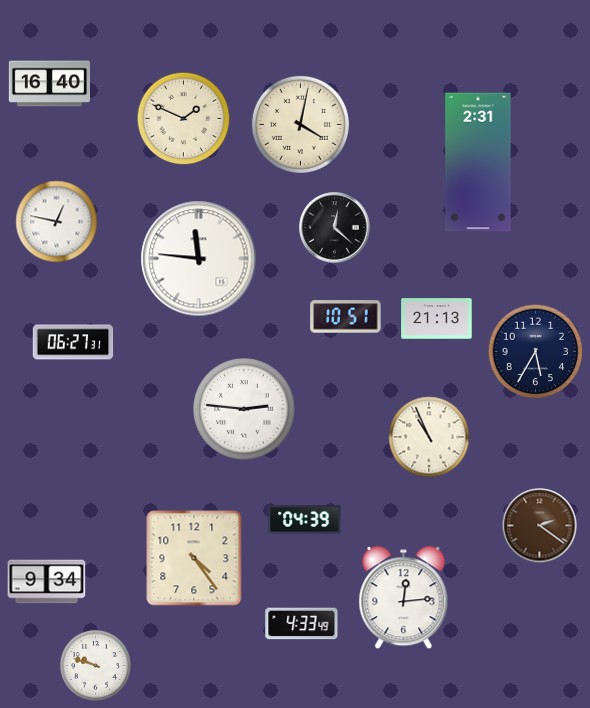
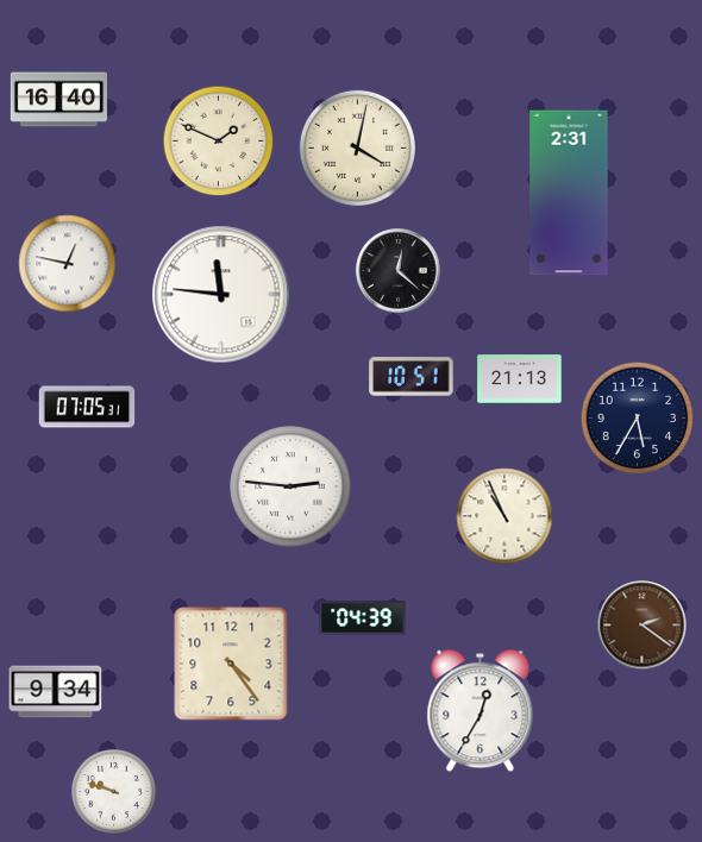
clock at (199, 259) position: (199, 259) -> (221, 295)
clock at (73, 342): 06:27 -> 07:05
clock at (429, 437) position: (429, 437) -> (504, 516)
clock at (404, 598): 12:14 -> 12:35
clock at (302, 624): 4:33 -> none
